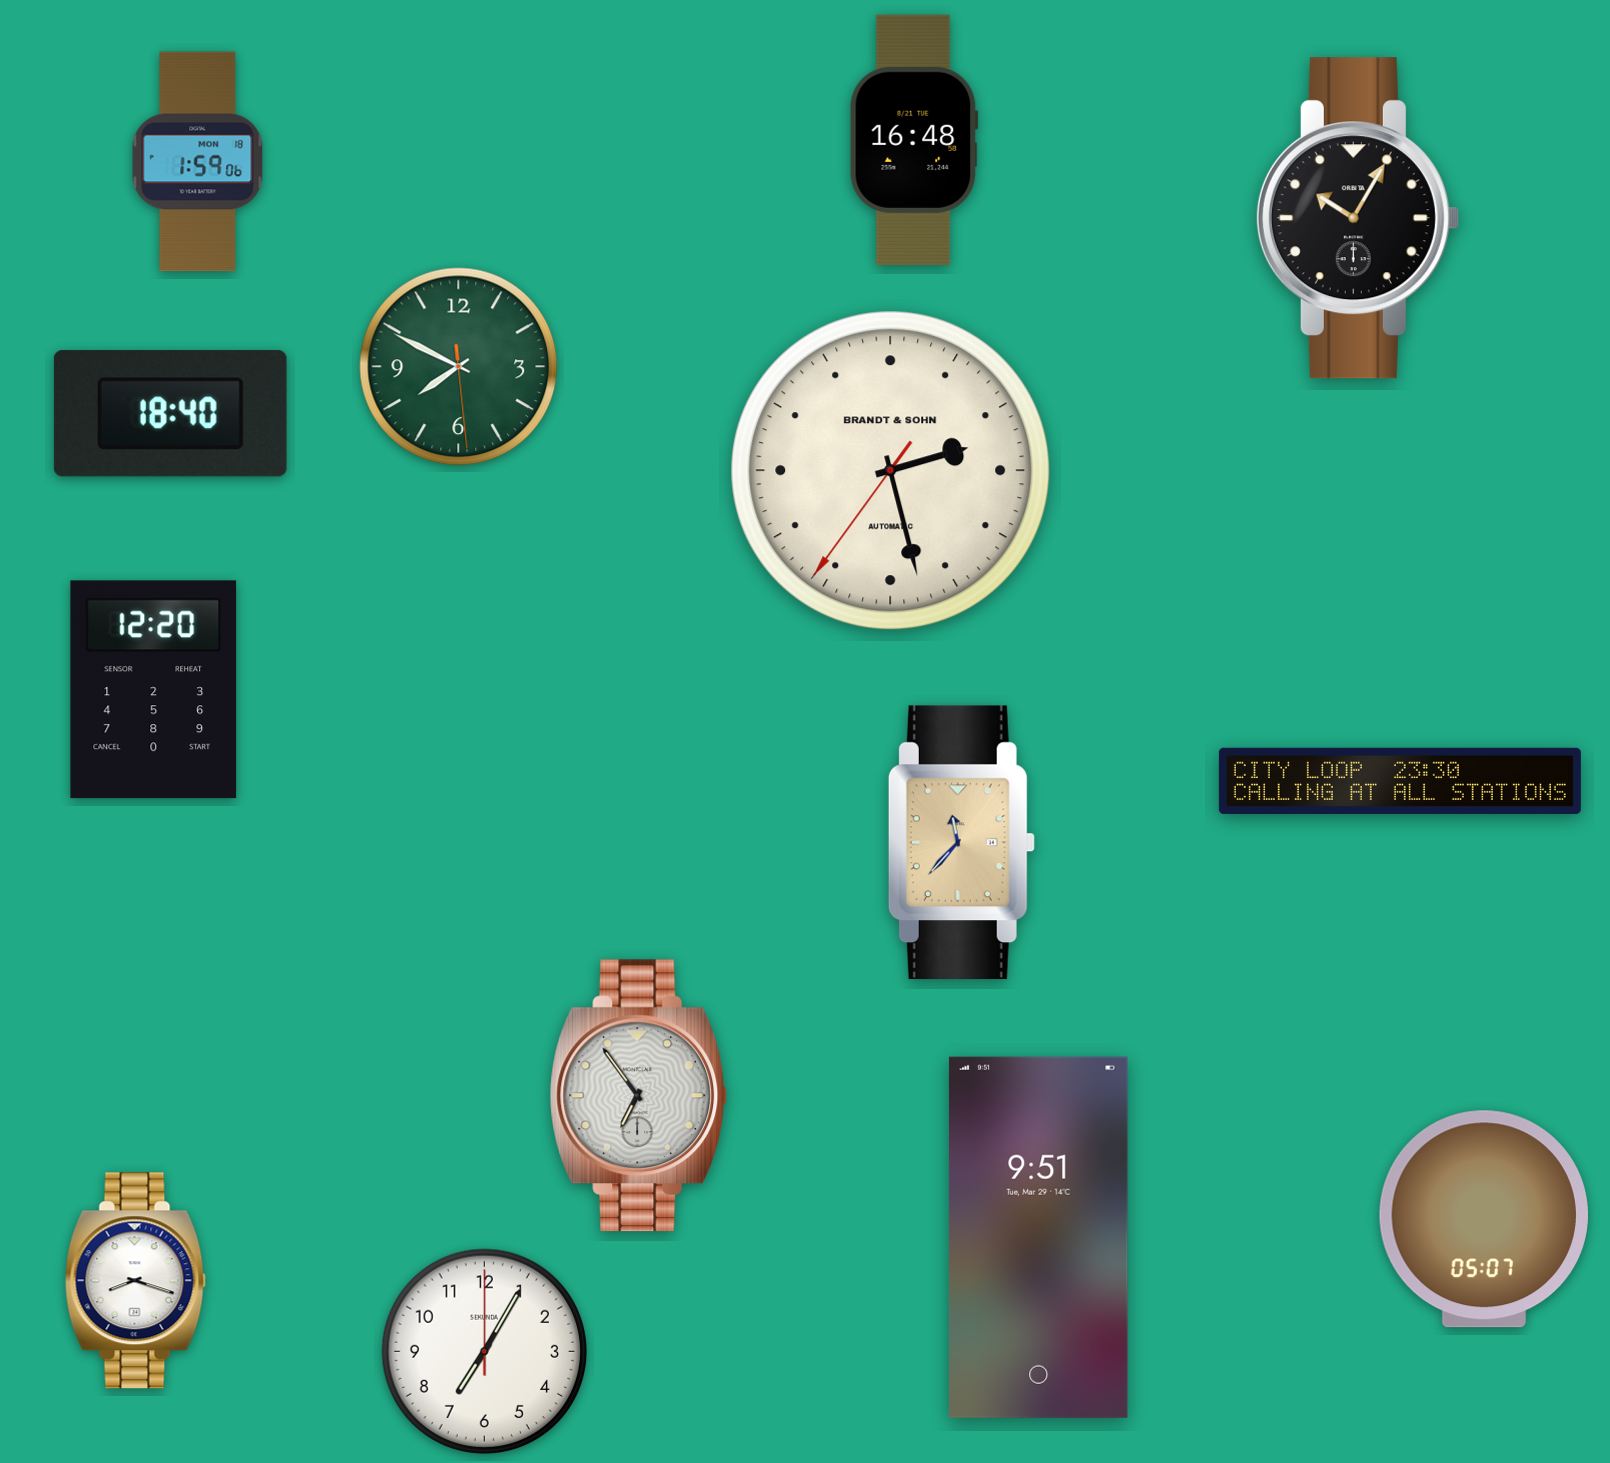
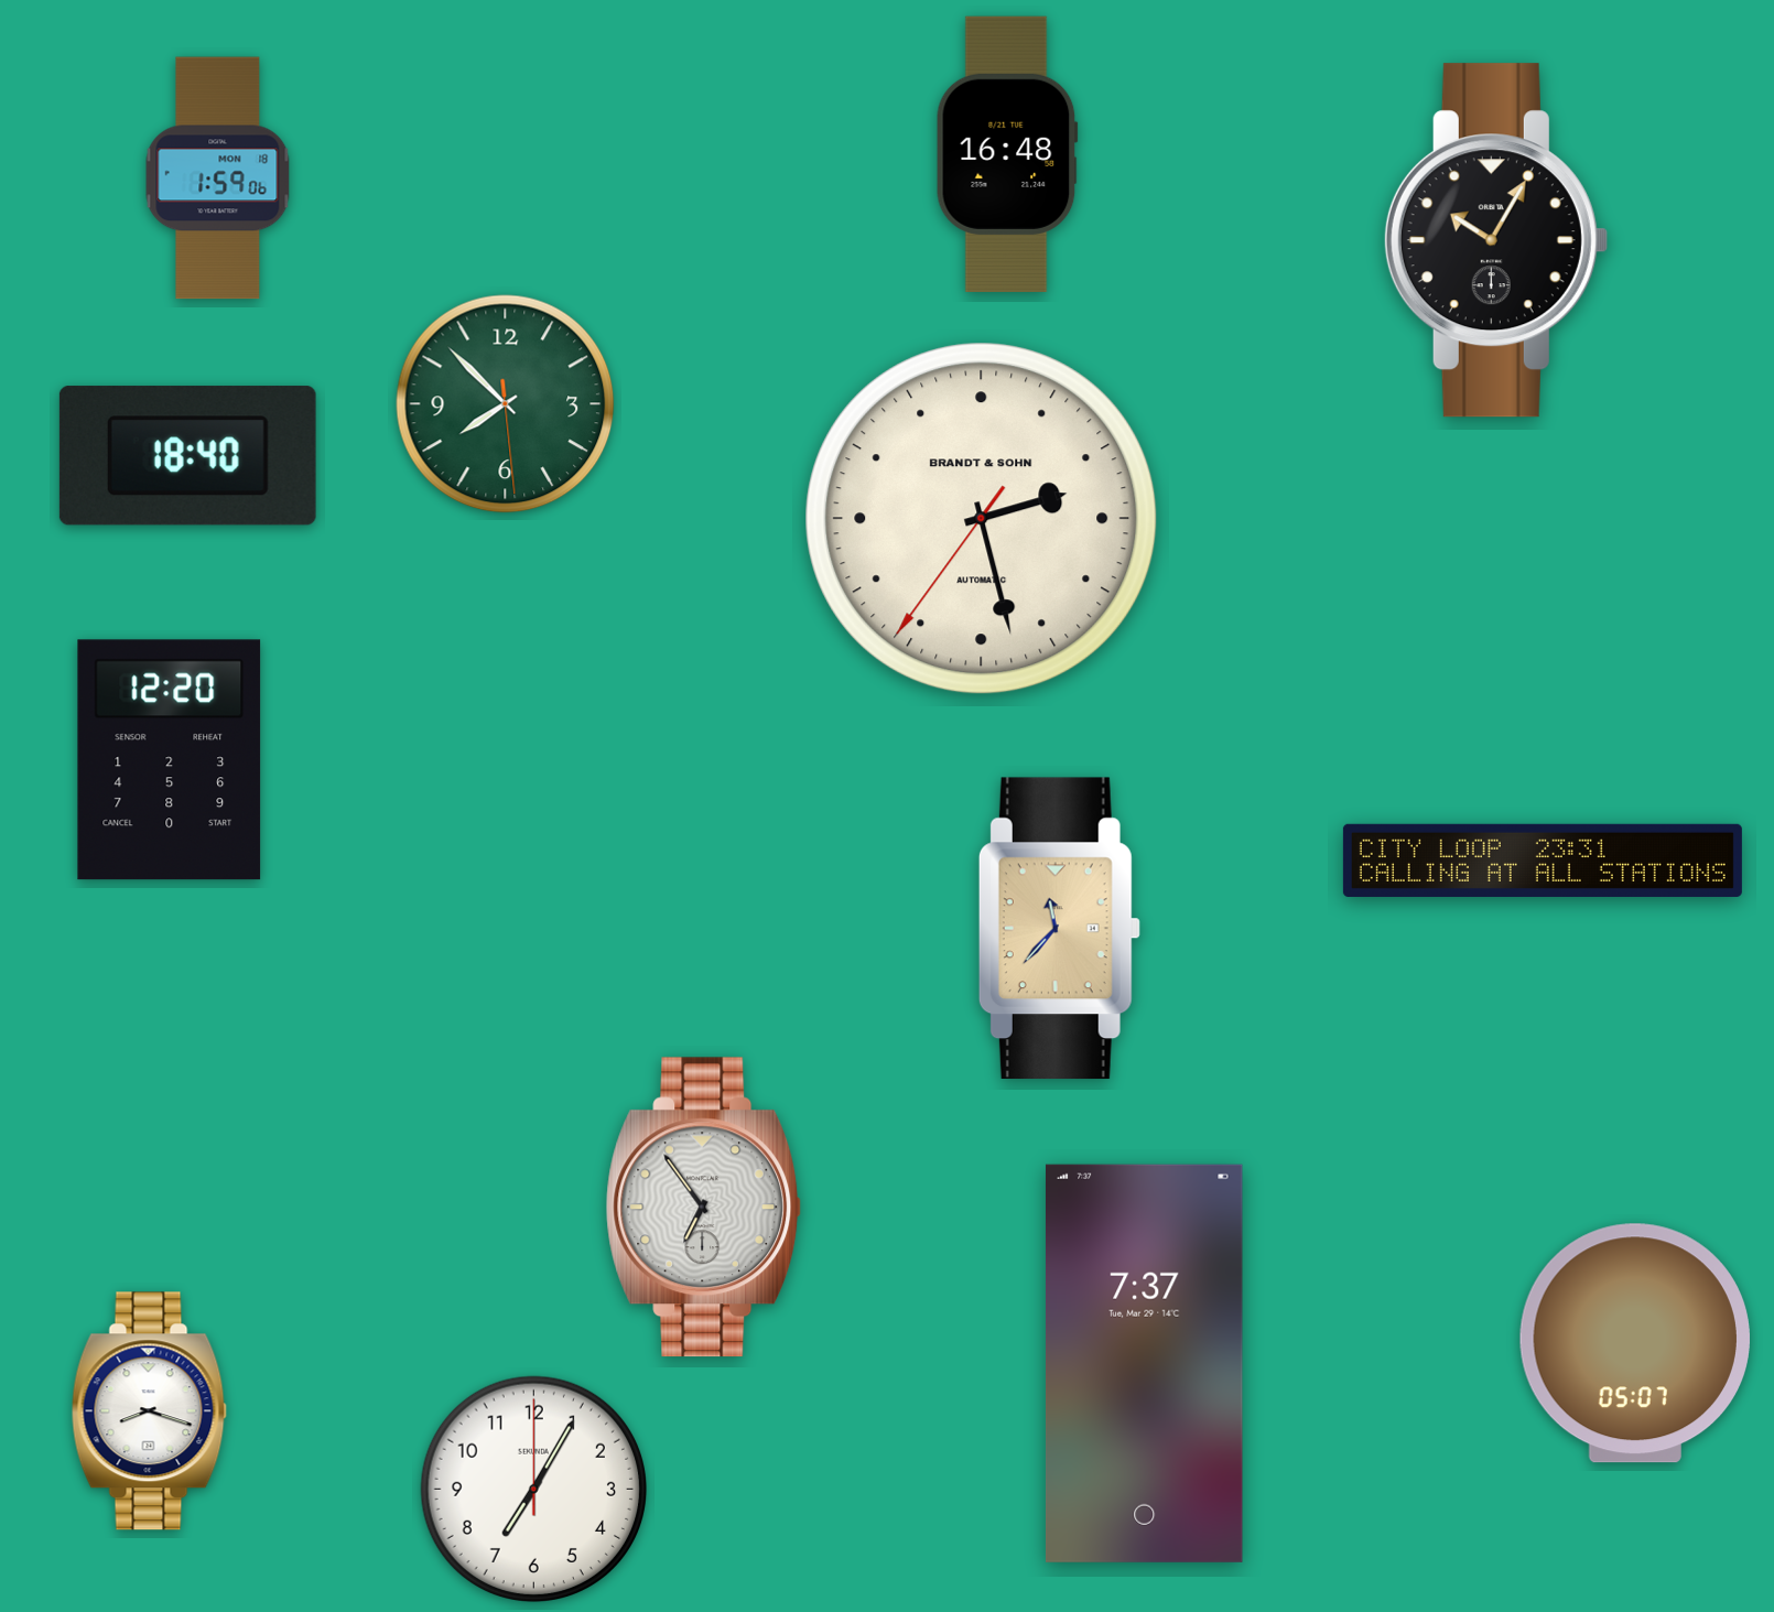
clock at (459, 367): 7:49 -> 7:52
clock at (1400, 781): 23:30 -> 23:31
clock at (1038, 1237): 9:51 -> 7:37
